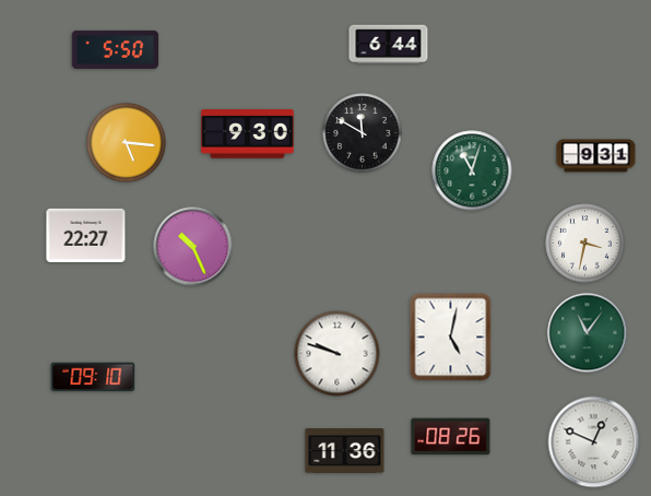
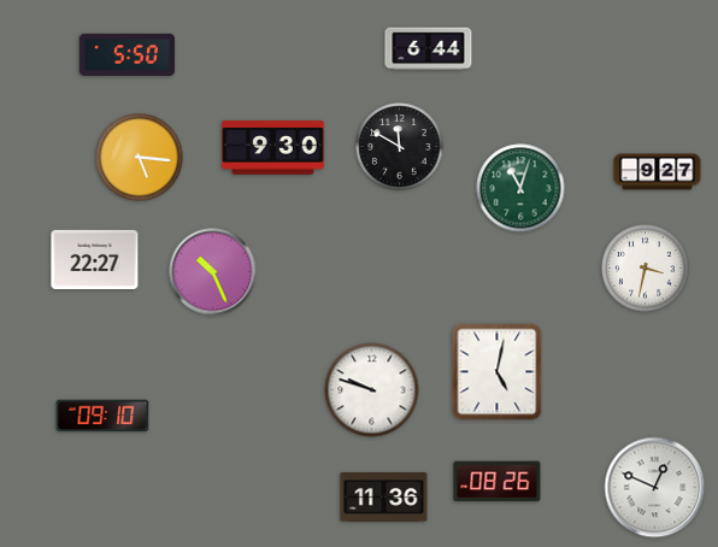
clock at (596, 156): 9:31 -> 9:27
clock at (588, 333): 11:06 -> none
clock at (345, 451) position: (345, 451) -> (384, 498)
